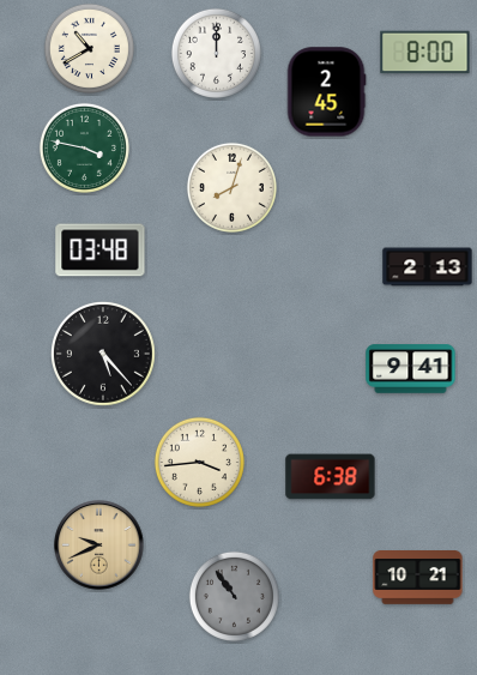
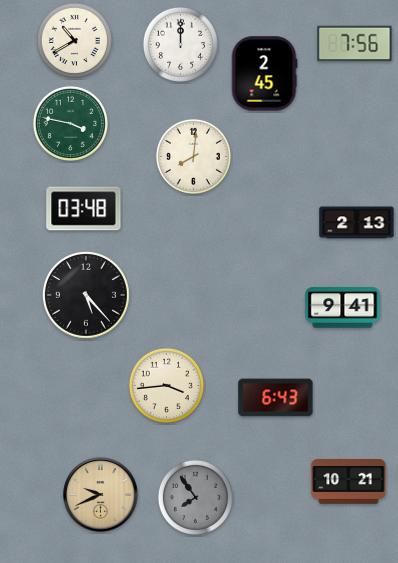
clock at (425, 53): 8:00 -> 7:56
clock at (326, 92) position: (326, 92) -> (264, 74)
clock at (231, 187): 8:03 -> 8:01
clock at (331, 477): 6:38 -> 6:43
clock at (99, 546) position: (99, 546) -> (101, 495)
clock at (234, 596): 10:54 -> 7:54
